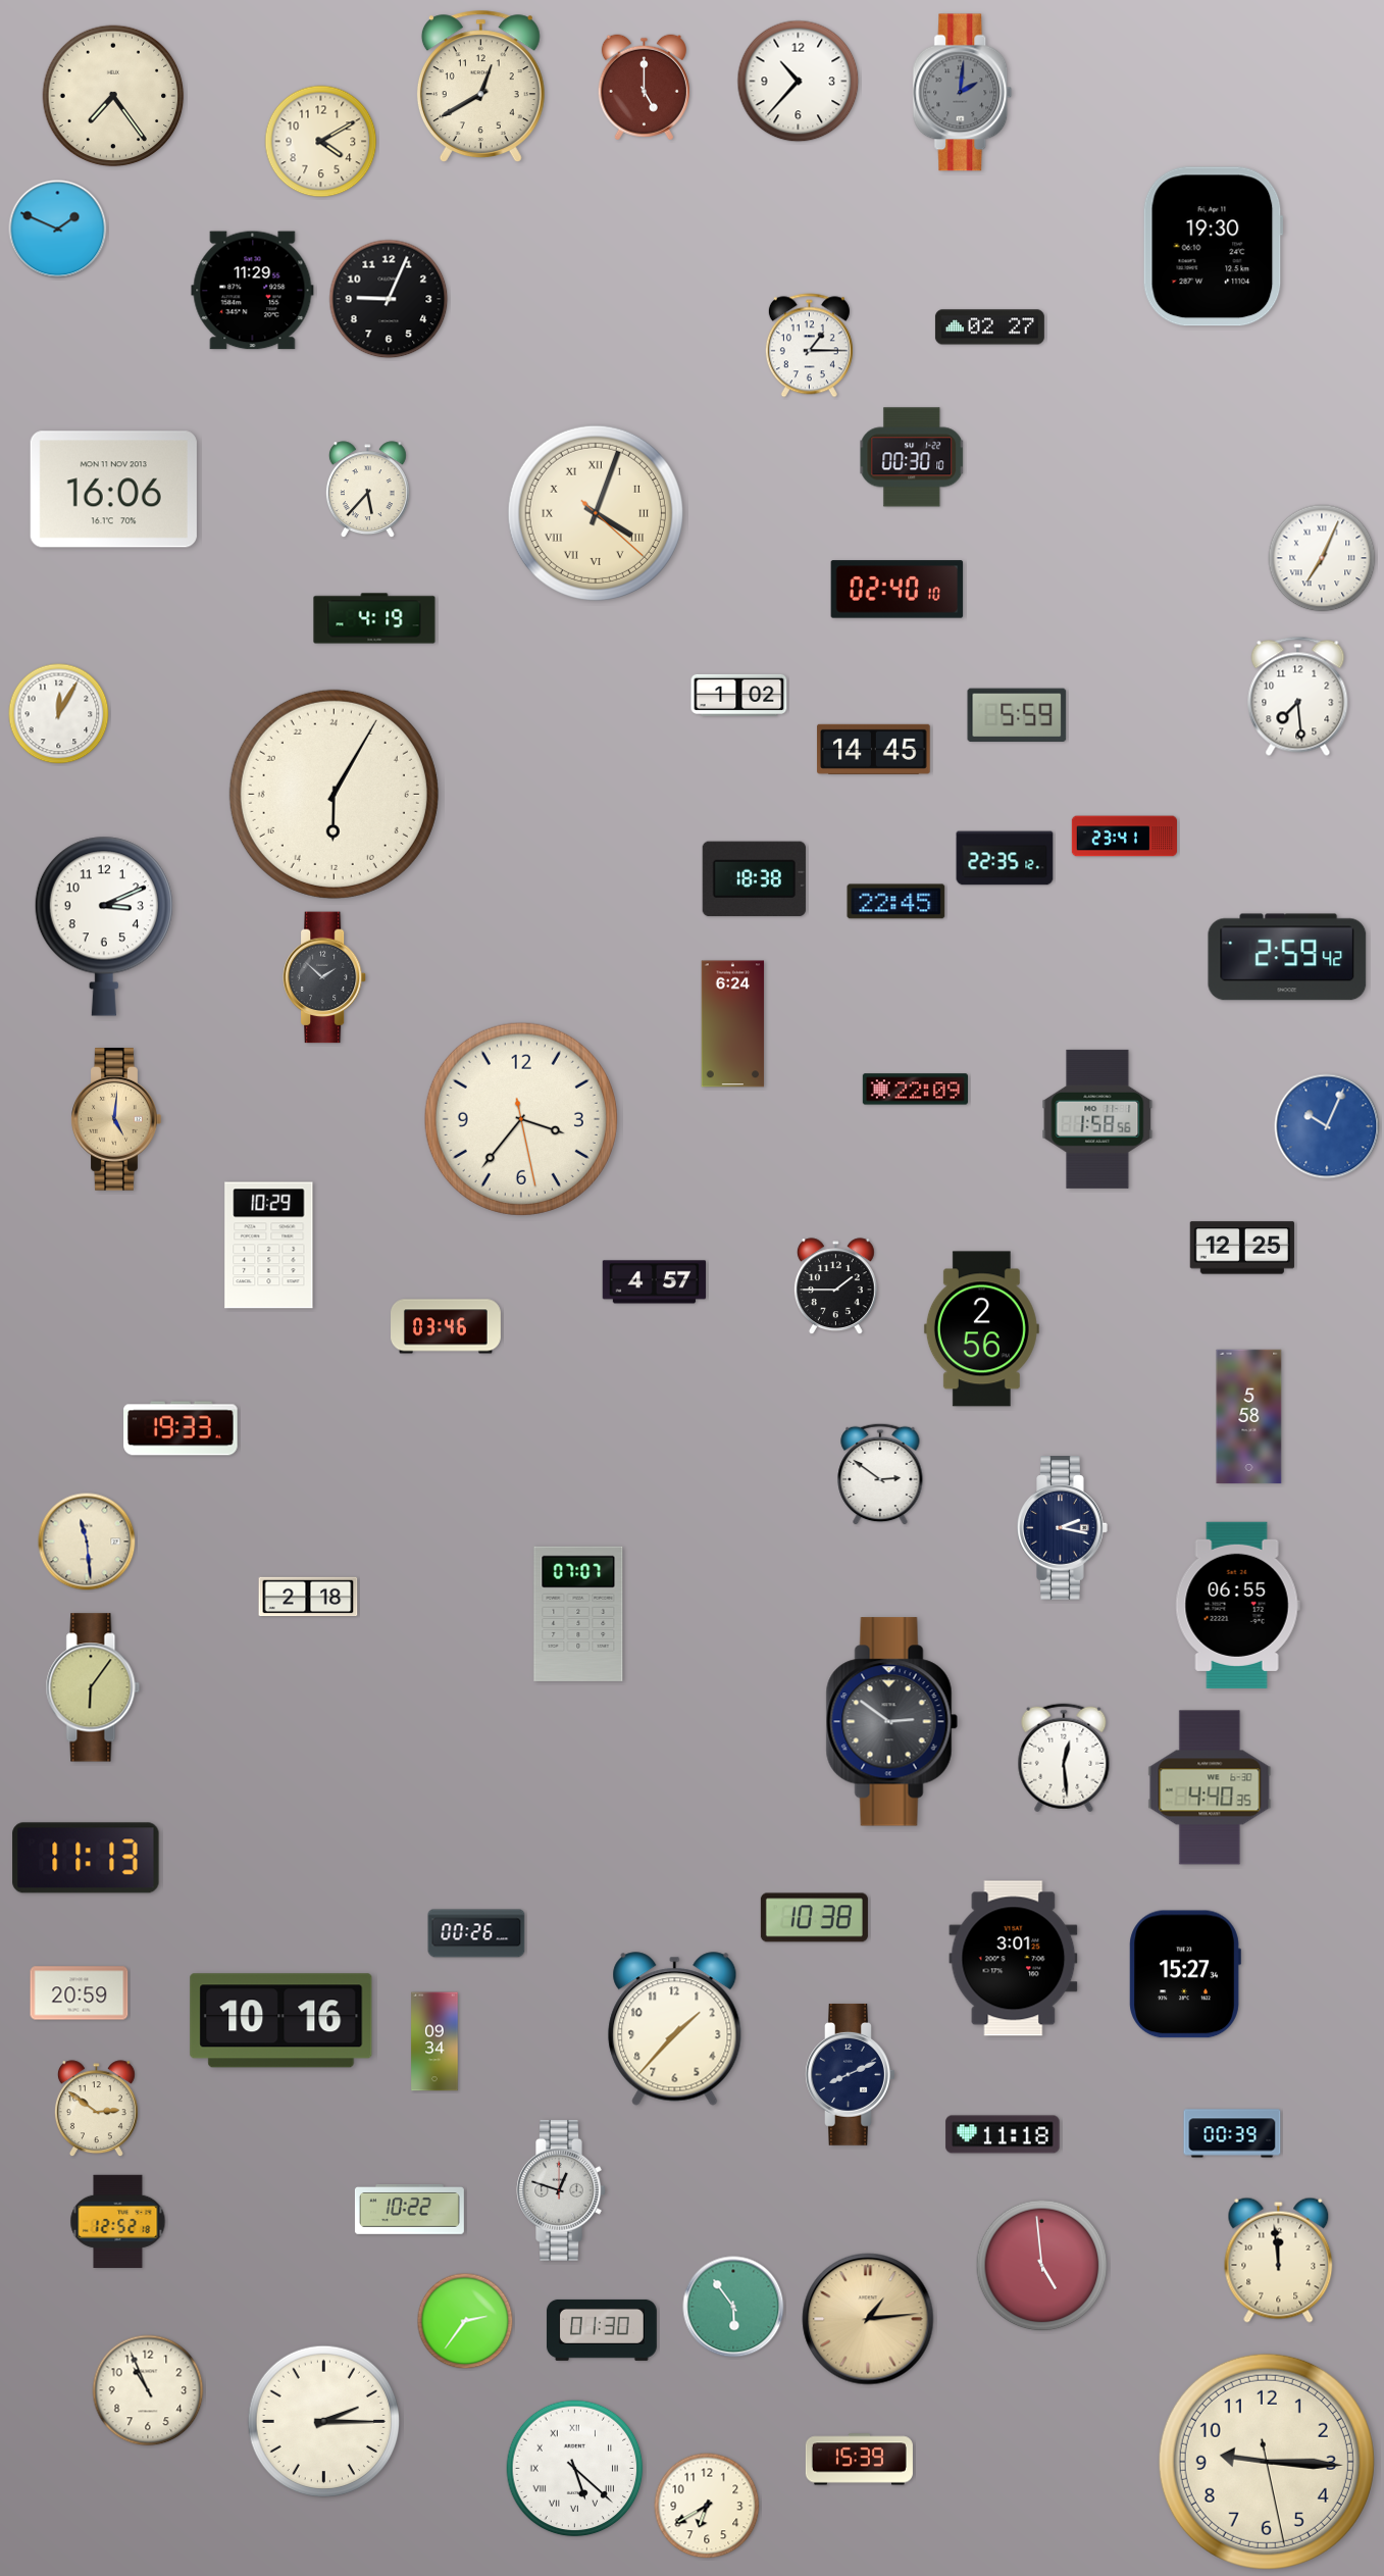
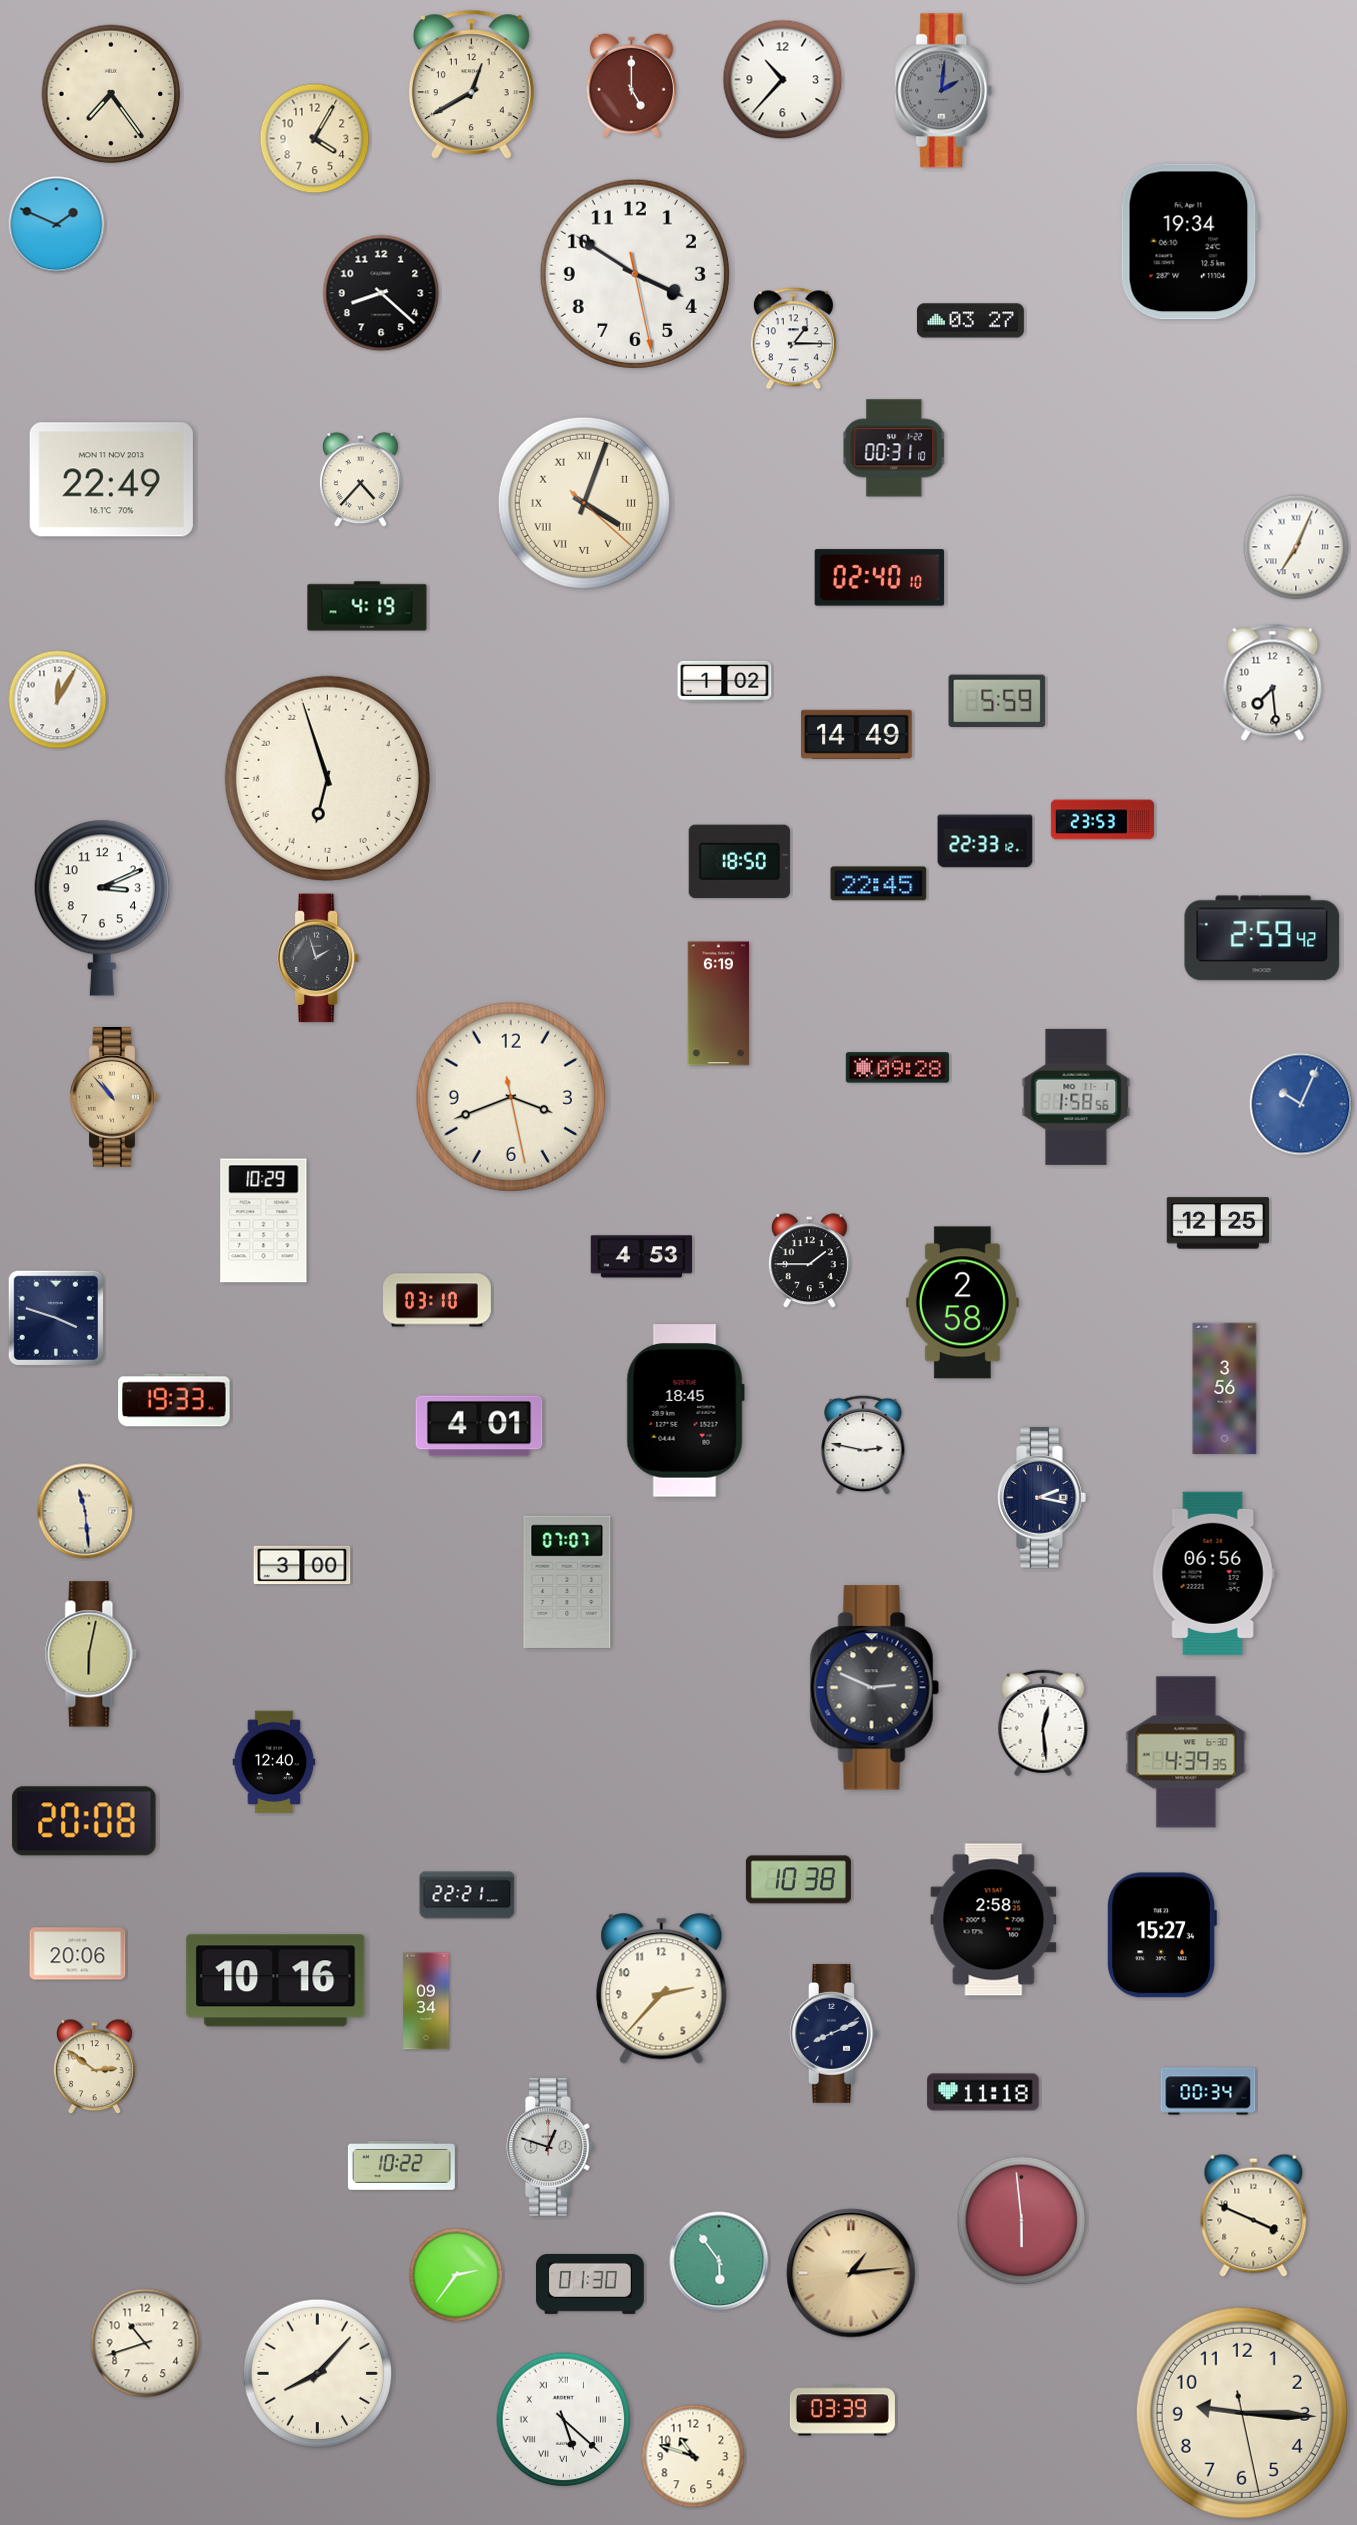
clock at (321, 142): 4:10 -> 4:05
clock at (1213, 247): 19:30 -> 19:34
clock at (635, 274): none -> 3:50
clock at (253, 291): 11:29 -> none
clock at (389, 299): 9:04 -> 8:22
clock at (989, 327): 02:27 -> 03:27
clock at (912, 457): 00:30 -> 00:31
clock at (113, 490): 16:06 -> 22:49
clock at (367, 490): 5:37 -> 4:37
clock at (874, 749): 14:45 -> 14:49
clock at (334, 794): 12:05 -> 12:57
clock at (1124, 837): 23:41 -> 23:53
clock at (1005, 858): 22:35 -> 22:33
clock at (754, 879): 18:38 -> 18:50
clock at (324, 977): 1:52 -> 1:57
clock at (733, 1024): 6:24 -> 6:19
clock at (915, 1090): 22:09 -> 09:28
clock at (521, 1119): 3:36 -> 3:41
clock at (116, 1120): 5:01 -> 10:53
clock at (655, 1282): 4:57 -> 4:53
clock at (835, 1286) position: (835, 1286) -> (809, 1261)
clock at (447, 1326): 03:46 -> 03:10
clock at (981, 1329): 2:56 -> 2:58
clock at (55, 1317): none -> 3:48
clock at (1249, 1417): 5:58 -> 3:56
clock at (181, 1428) position: (181, 1428) -> (174, 1400)
clock at (685, 1411): none -> 18:45
clock at (479, 1426): none -> 4:01
clock at (880, 1474): 2:51 -> 2:47
clock at (308, 1597): 2:18 -> 3:00
clock at (1237, 1605): 06:55 -> 06:56
clock at (93, 1687): 6:06 -> 6:02
clock at (891, 1722): 2:51 -> 2:49
clock at (1210, 1787): 4:40 -> 4:39
clock at (274, 1761): none -> 12:40
clock at (86, 1858): 11:13 -> 20:08
clock at (476, 1933): 00:26 -> 22:21
clock at (1014, 1959): 3:01 -> 2:58
clock at (80, 1993): 20:59 -> 20:06
clock at (675, 2029): 1:37 -> 2:37
clock at (1232, 2133): 00:39 -> 00:34
clock at (118, 2221): 12:52 -> none
clock at (1279, 2260): 11:59 -> 3:49
clock at (1042, 2266): 4:59 -> 5:59
clock at (148, 2390): 10:56 -> 10:42
clock at (324, 2422): 2:15 -> 8:07
clock at (859, 2460): 15:39 -> 03:39
clock at (707, 2506): 6:40 -> 10:48
